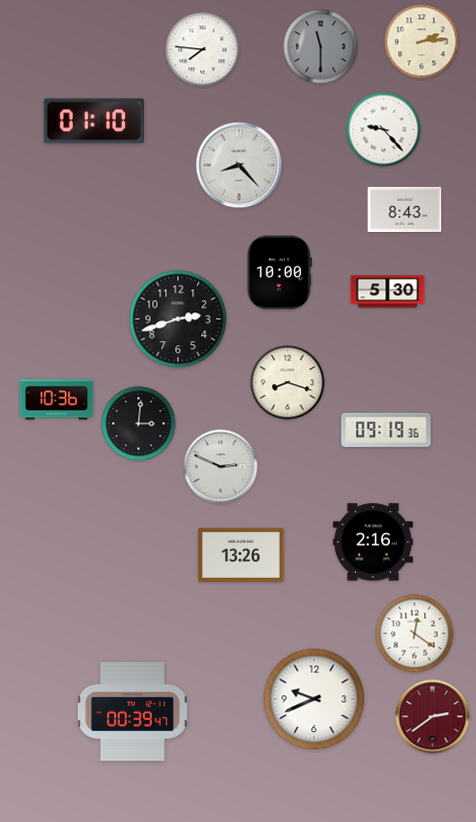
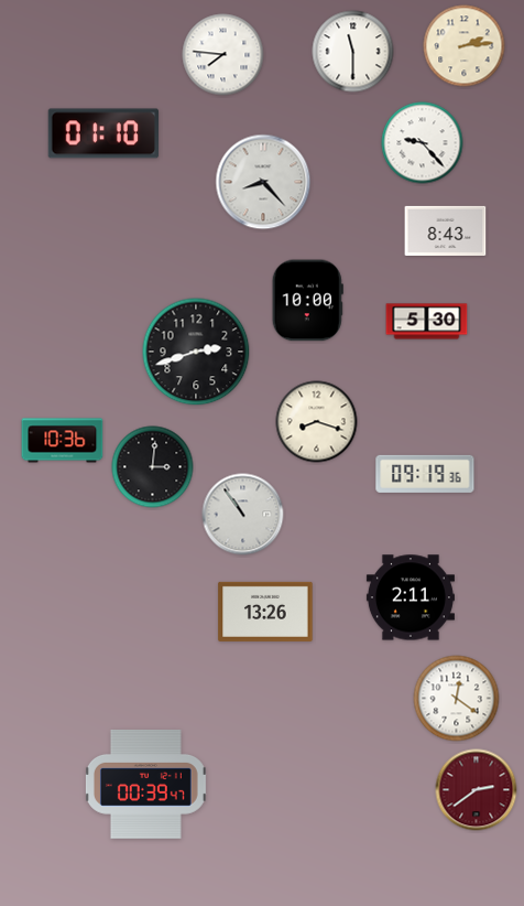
clock at (321, 47) dial: grey -> white
clock at (221, 467): 2:49 -> 10:54
clock at (373, 542): 2:16 -> 2:11
clock at (314, 699): 9:41 -> none
